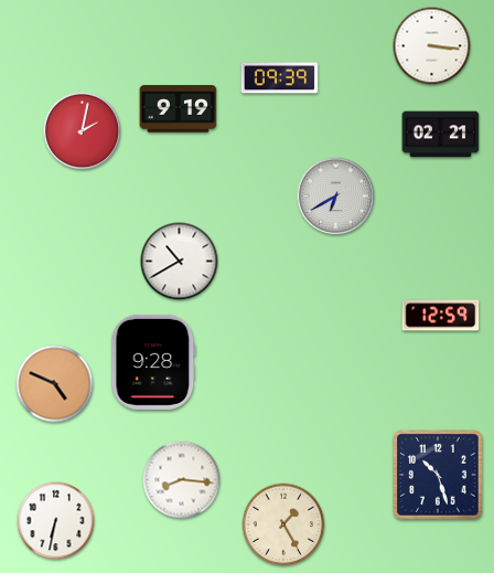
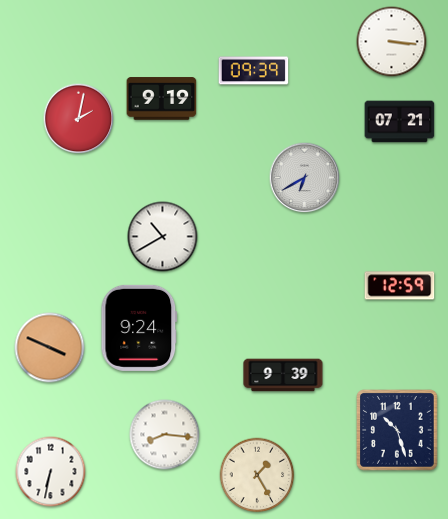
clock at (83, 131) position: (83, 131) -> (79, 119)
clock at (441, 135): 02:21 -> 07:21
clock at (153, 362): 9:28 -> 9:24
clock at (55, 384): 4:49 -> 3:49
clock at (283, 375): none -> 9:39
